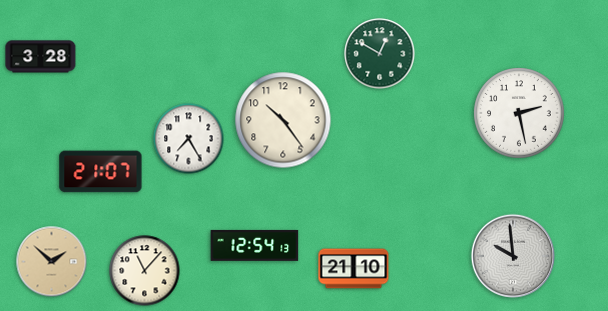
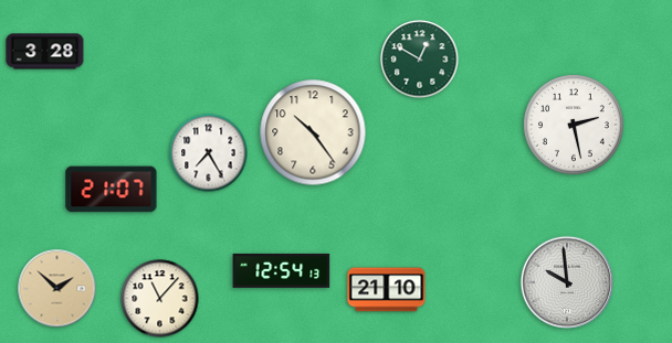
clock at (41, 57) position: (41, 57) -> (45, 52)
clock at (354, 269) position: (354, 269) -> (387, 290)
